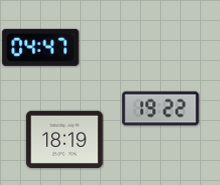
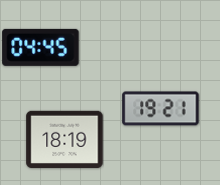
clock at (41, 47): 04:47 -> 04:45
clock at (161, 109): 19:22 -> 19:21
